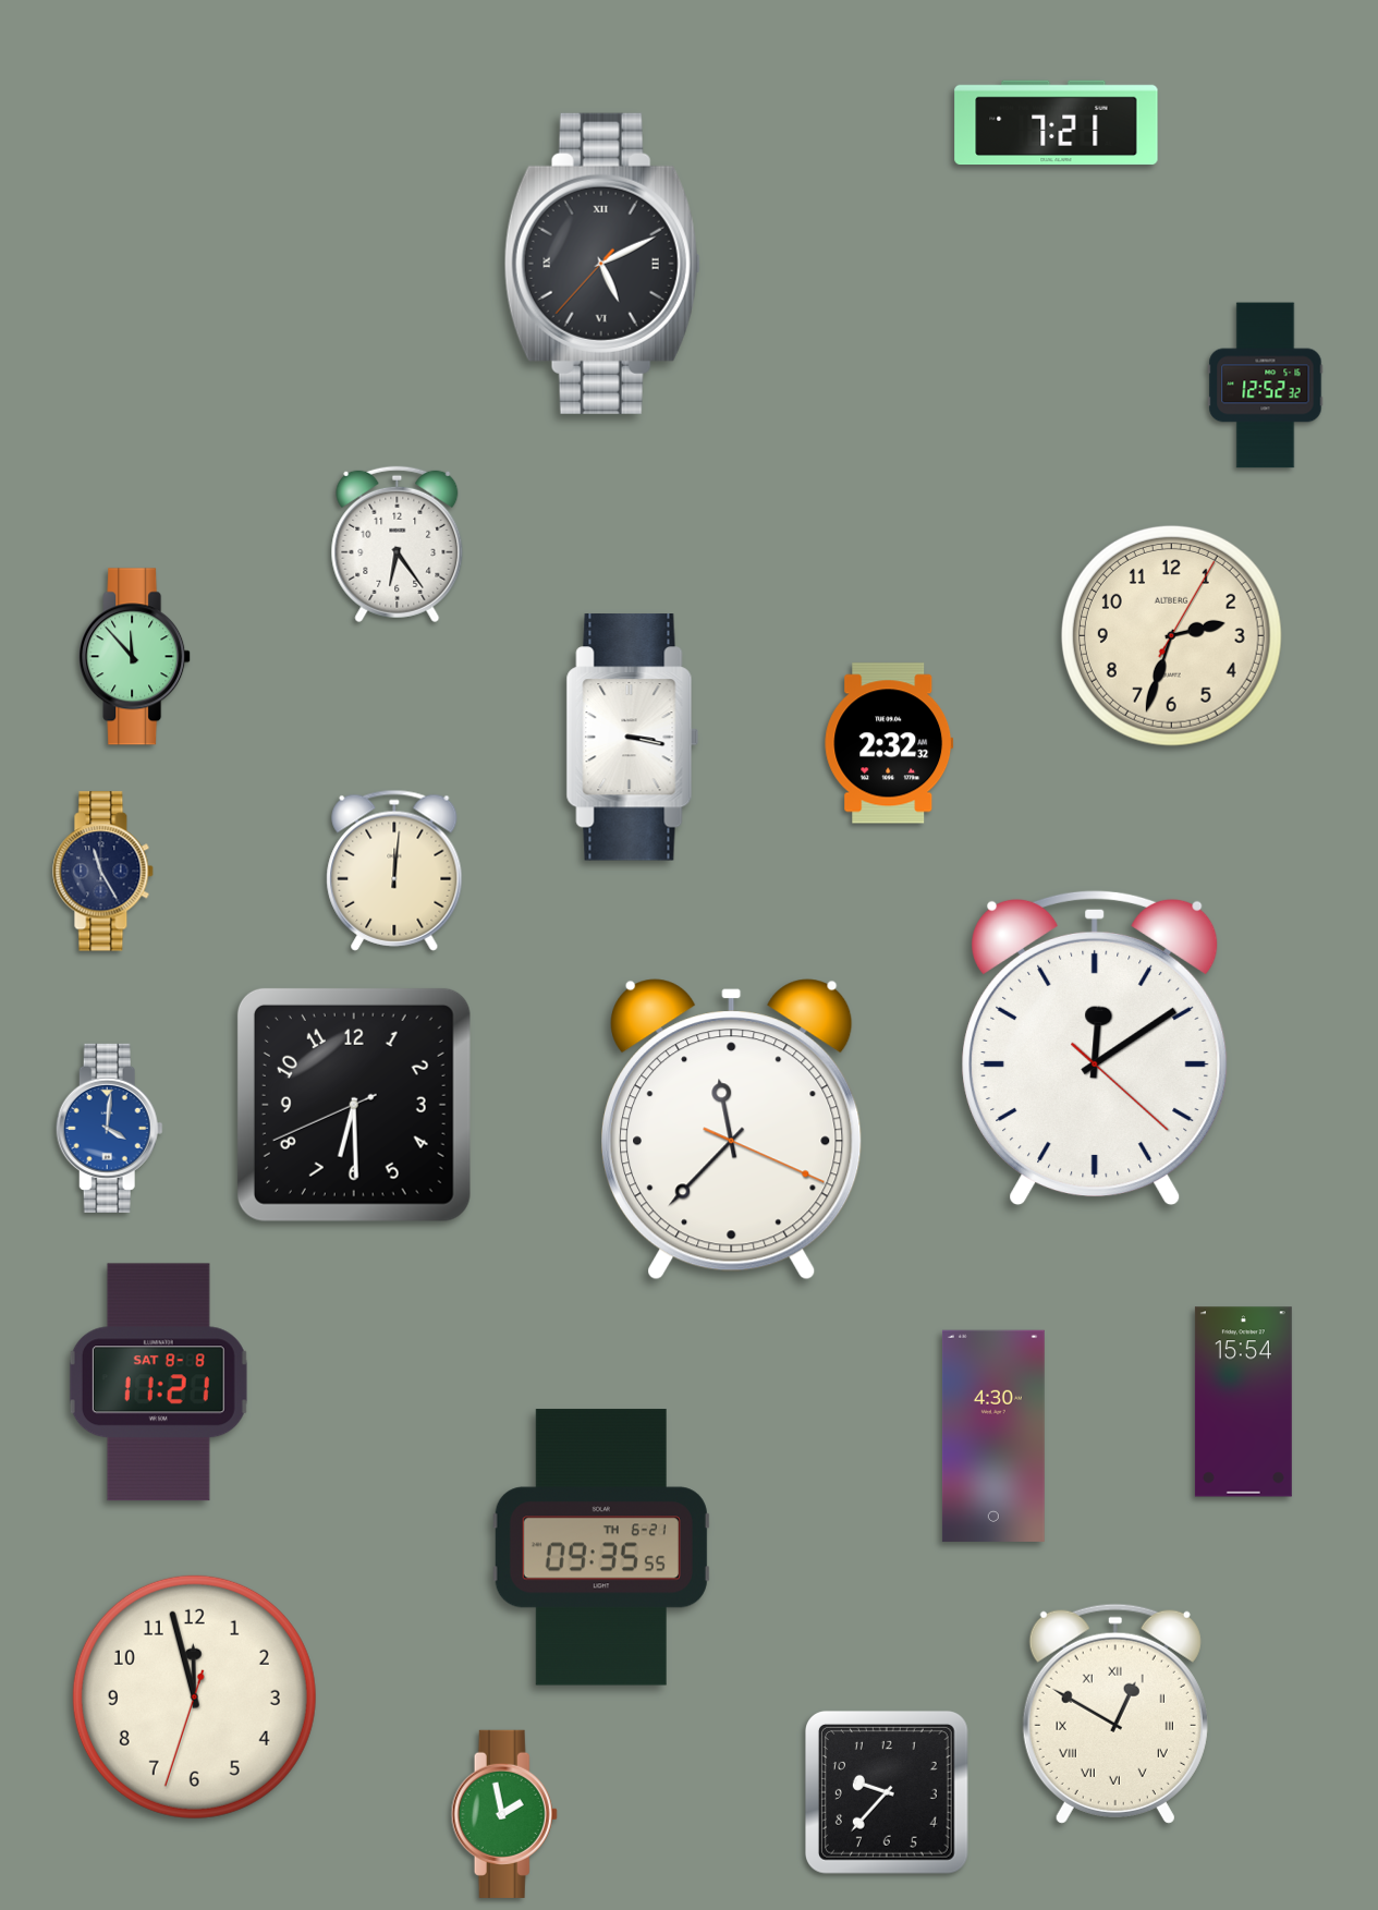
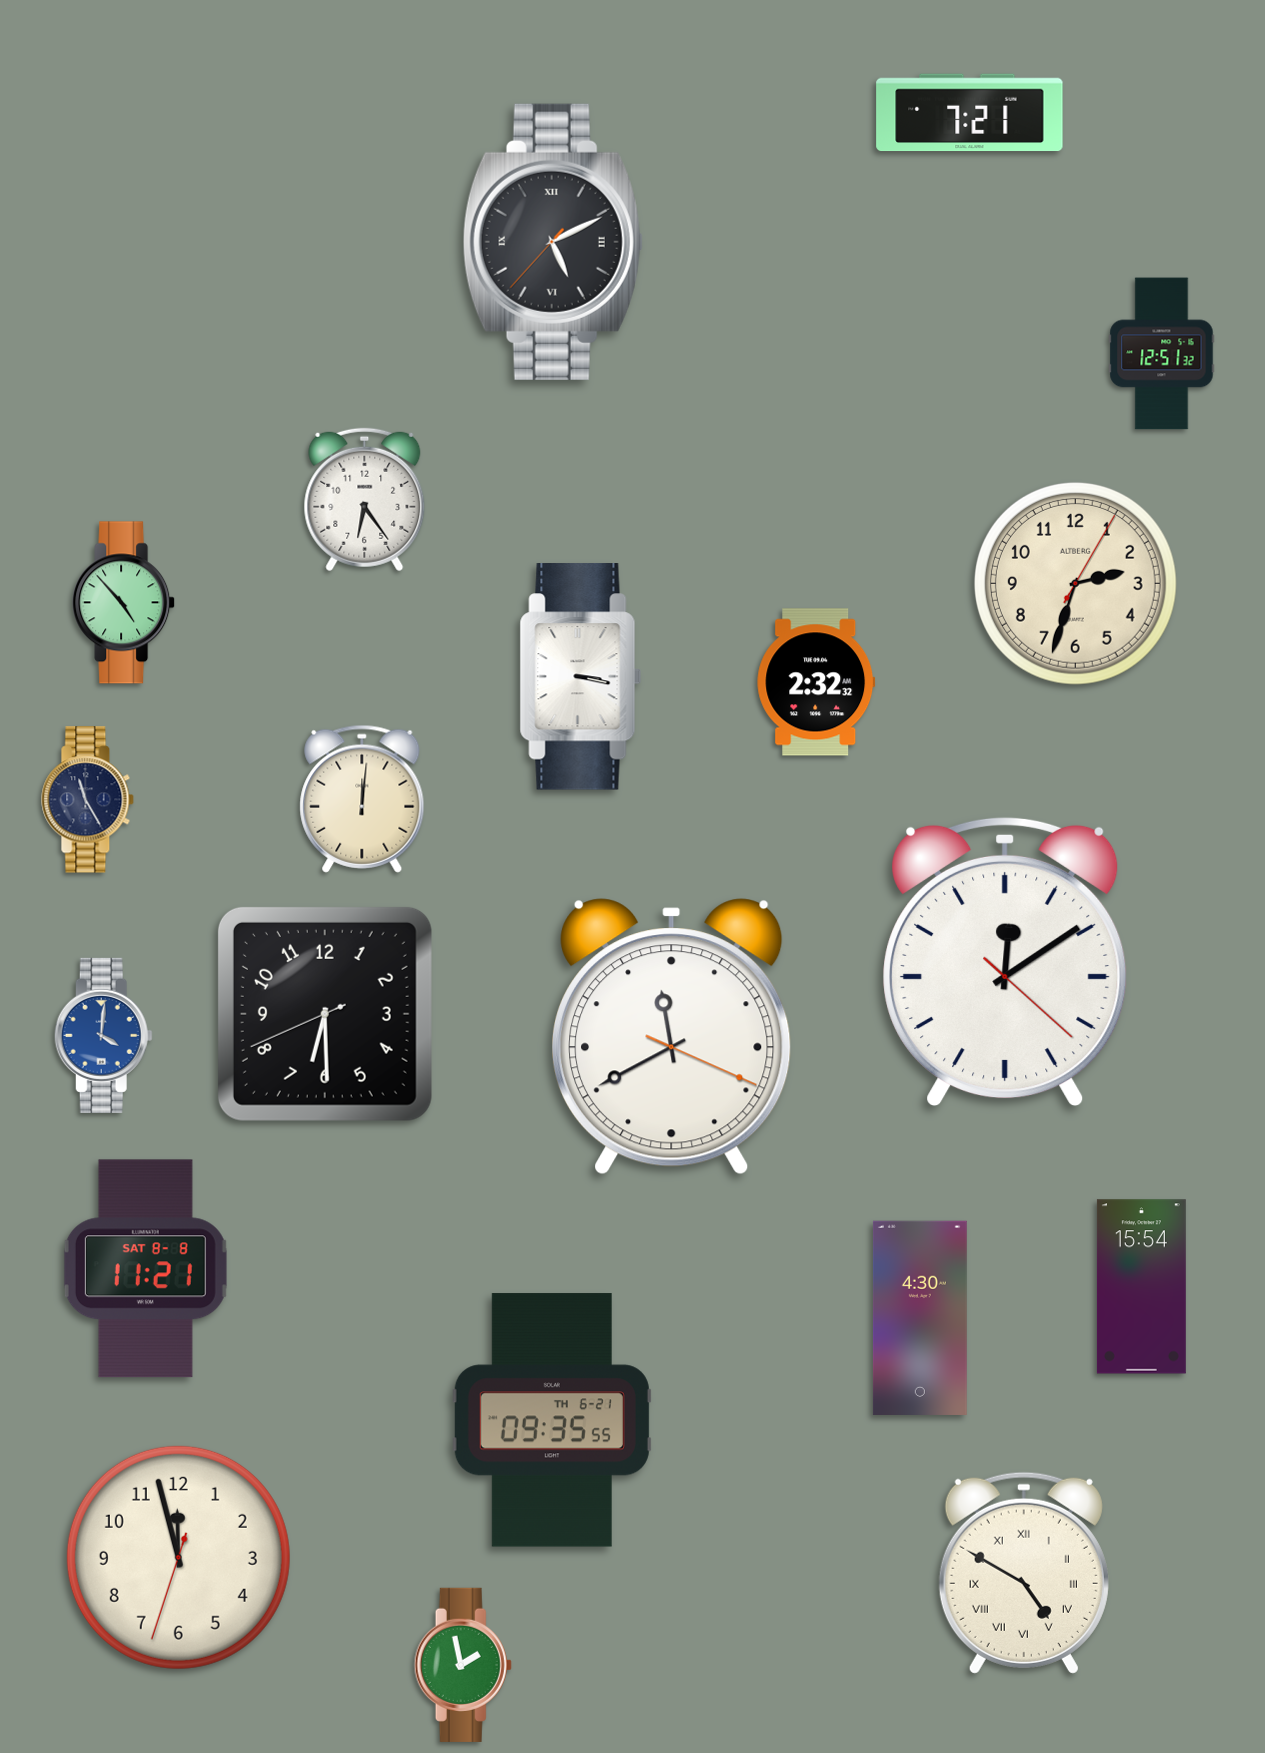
clock at (1266, 386): 12:52 -> 12:51
clock at (135, 657): 11:53 -> 4:53
clock at (103, 872) position: (103, 872) -> (88, 800)
clock at (109, 1128) position: (109, 1128) -> (103, 1035)
clock at (732, 1130): 11:37 -> 11:40
clock at (993, 1436) position: (993, 1436) -> (920, 1318)
clock at (1115, 1714): 12:50 -> 4:50
clock at (887, 1792): 9:37 -> none
